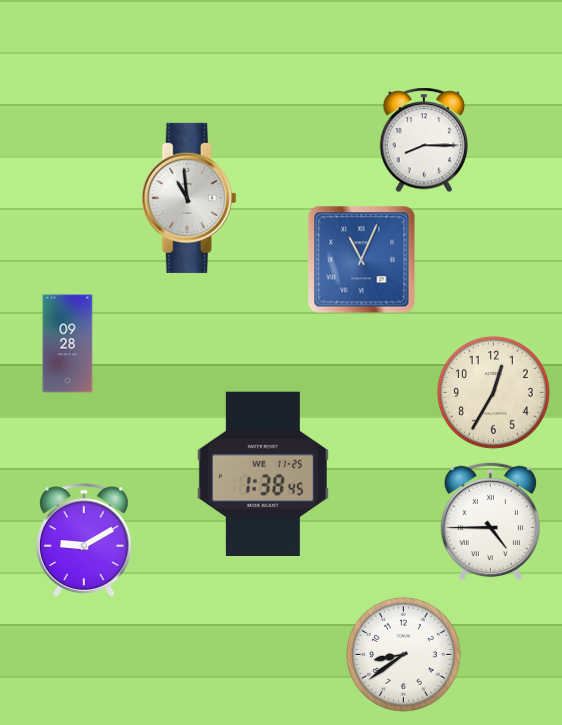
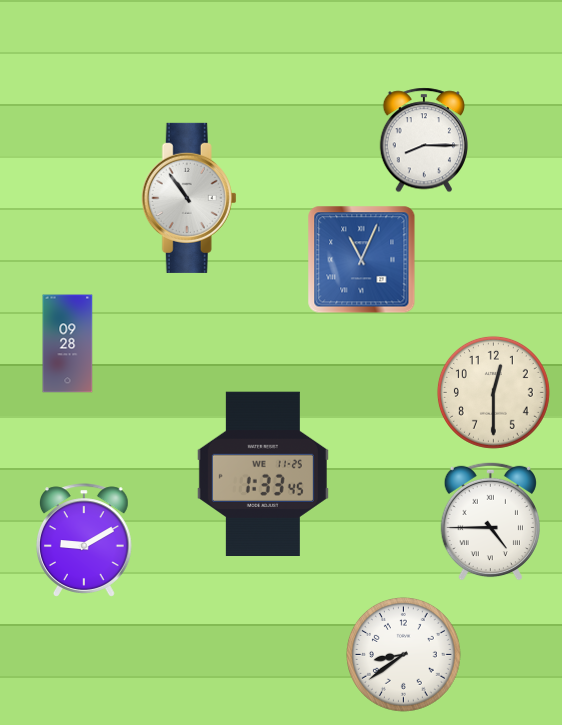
clock at (189, 198): 10:59 -> 10:54
clock at (493, 392): 12:35 -> 12:30
clock at (263, 474): 1:38 -> 1:33
